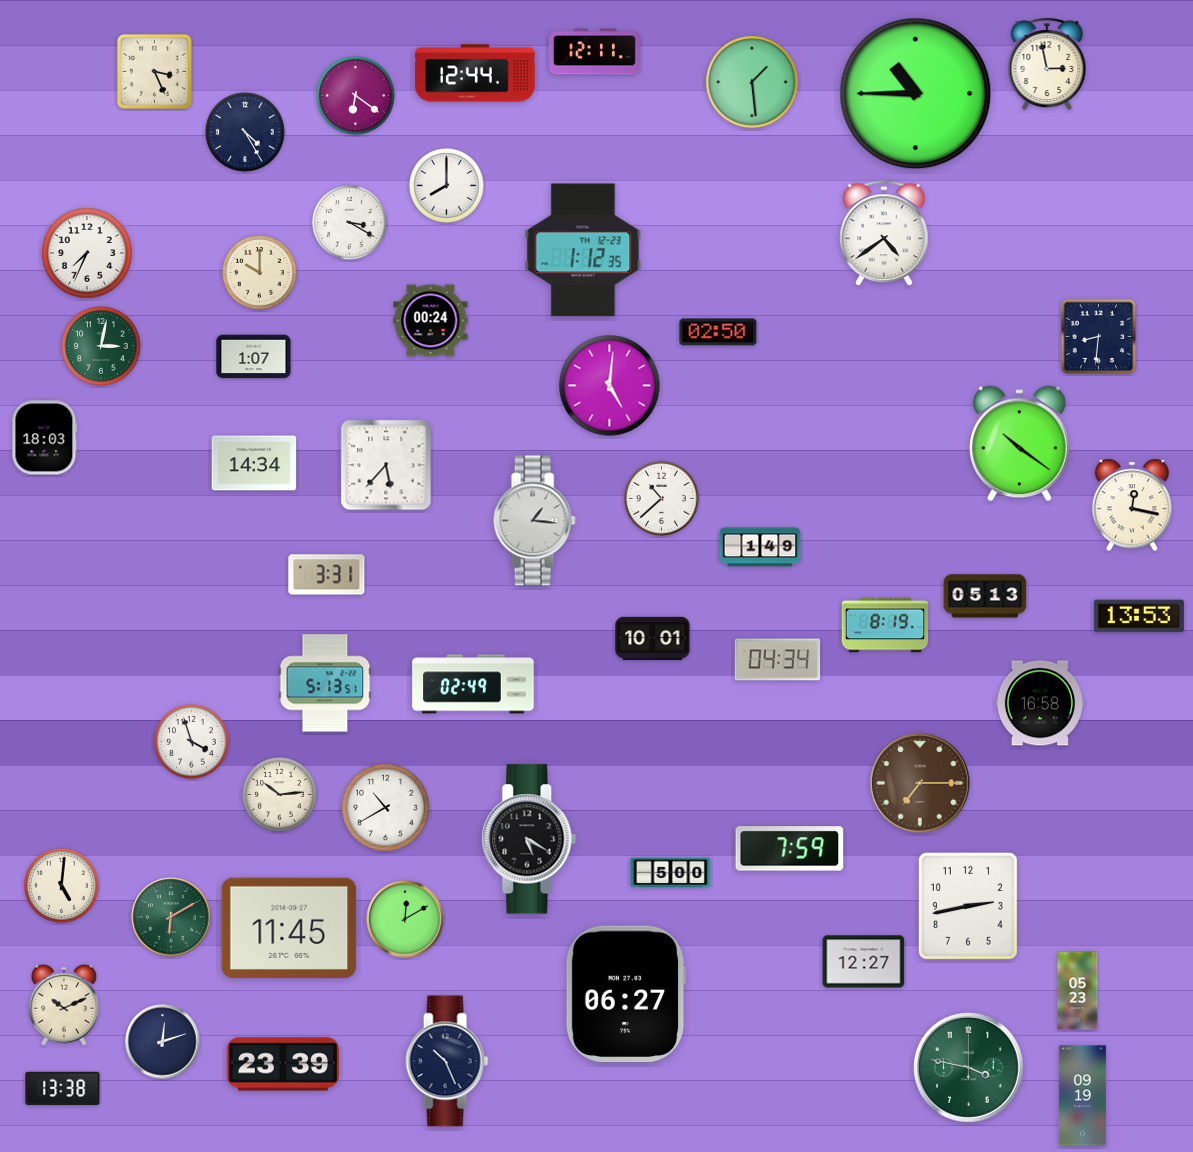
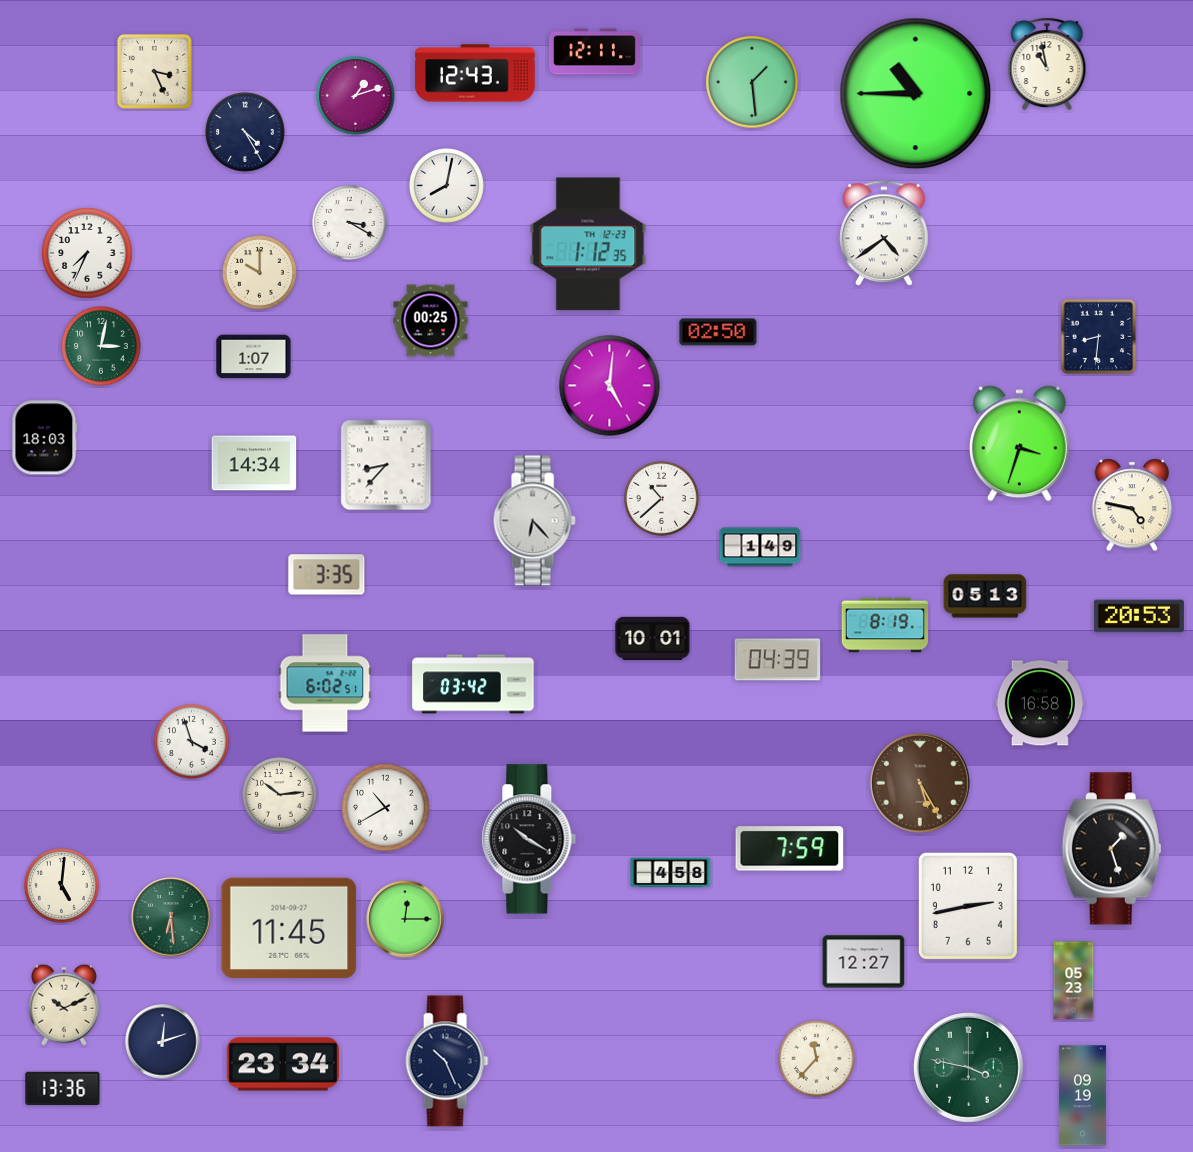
clock at (1047, 64): 2:58 -> 10:58
clock at (475, 73): 12:44 -> 12:43
clock at (356, 96): 6:21 -> 1:12
clock at (447, 186): 8:00 -> 8:02
clock at (583, 250) position: (583, 250) -> (588, 244)
clock at (431, 321): 00:24 -> 00:25
clock at (1019, 444): 10:21 -> 3:33
clock at (386, 465): 5:37 -> 8:37
clock at (1132, 505): 12:17 -> 4:47
clock at (534, 521): 1:16 -> 6:23
clock at (327, 575): 3:31 -> 3:35
clock at (1139, 616): 13:53 -> 20:53
clock at (778, 660): 04:34 -> 04:39
clock at (325, 683): 5:13 -> 6:02
clock at (473, 684): 02:49 -> 03:42
clock at (920, 783): 7:15 -> 5:25
clock at (529, 839): 5:20 -> 10:20
clock at (1111, 849): none -> 1:27
clock at (671, 873): 5:00 -> 4:58
clock at (171, 917): 6:10 -> 6:29
clock at (405, 919): 12:10 -> 12:15
clock at (1078, 991) position: (1078, 991) -> (1074, 981)
clock at (626, 994): 06:27 -> none
clock at (817, 1059): none -> 11:37
clock at (282, 1064): 23:39 -> 23:34
clock at (63, 1089): 13:38 -> 13:36
